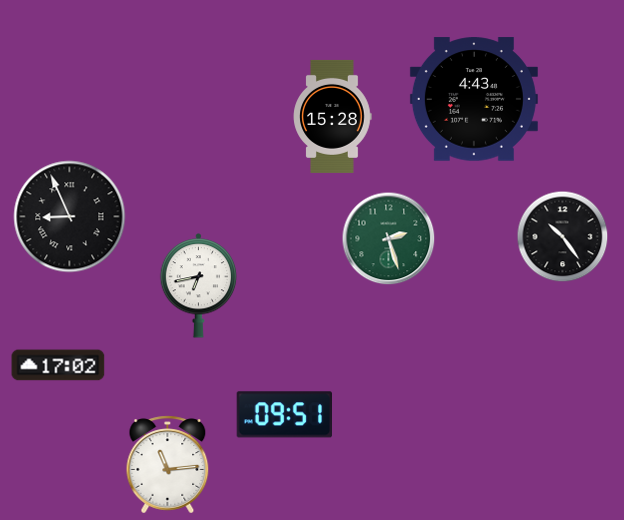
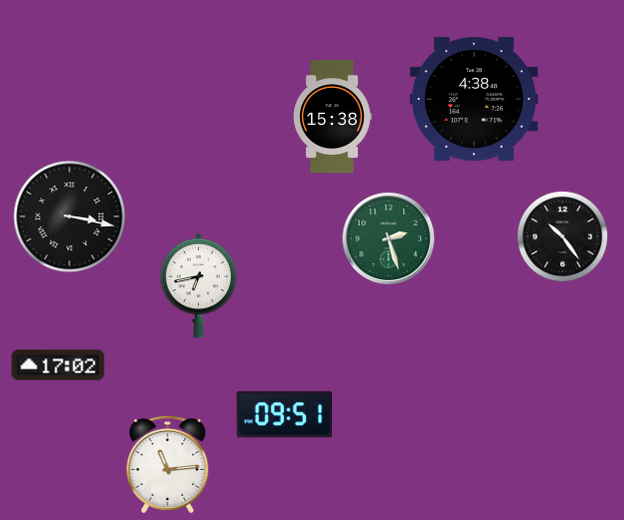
clock at (474, 99): 4:43 -> 4:38
clock at (333, 116): 15:28 -> 15:38
clock at (70, 217): 8:56 -> 3:17
